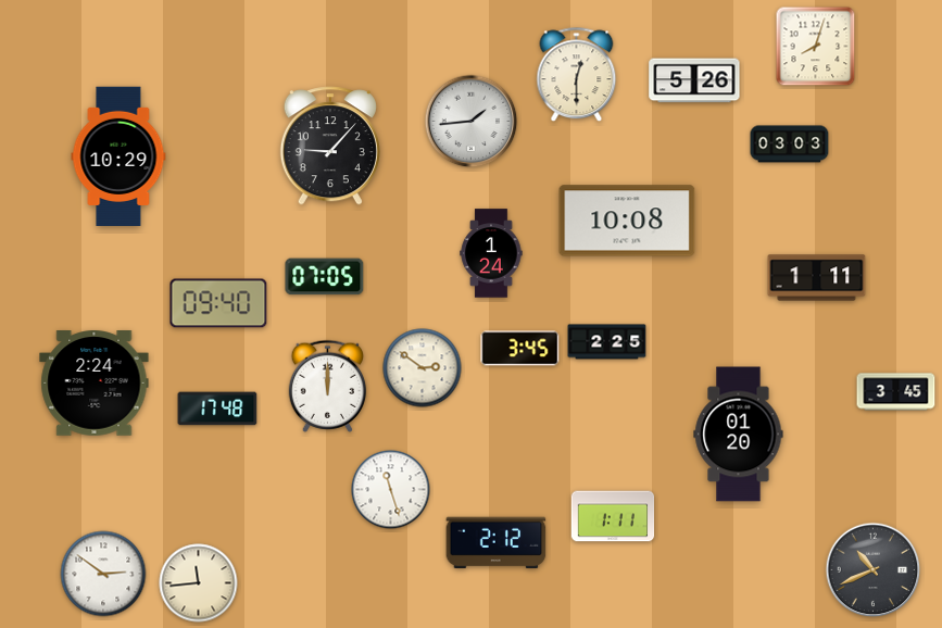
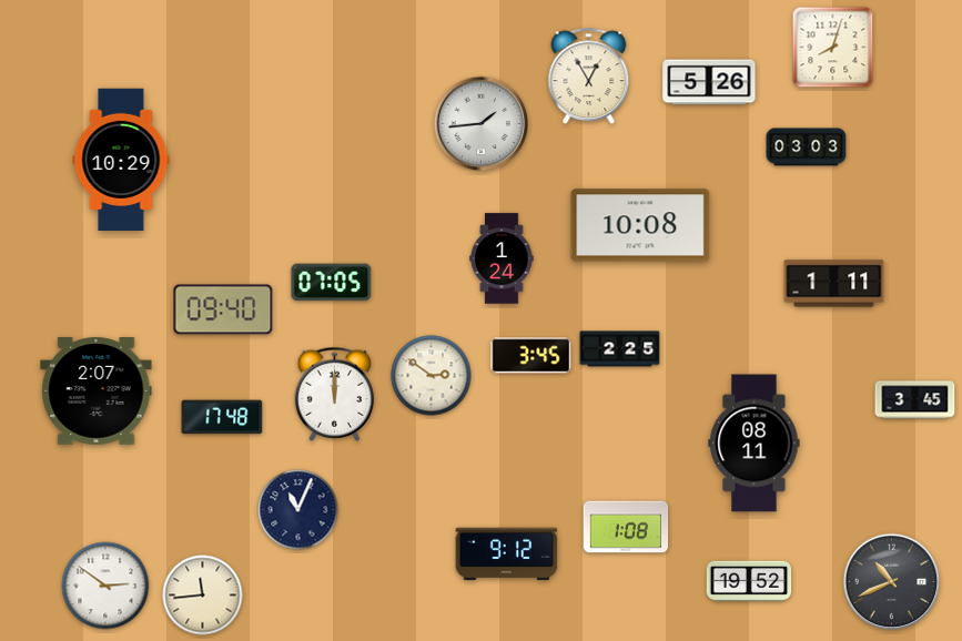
clock at (577, 75): 12:30 -> 12:55
clock at (330, 146): 9:07 -> none
clock at (95, 384): 2:24 -> 2:07
clock at (739, 435): 01:20 -> 08:11
clock at (391, 490): 11:27 -> none
clock at (298, 510): none -> 11:04
clock at (613, 516): 1:11 -> 1:08
clock at (497, 543): 2:12 -> 9:12
clock at (749, 581): none -> 19:52
